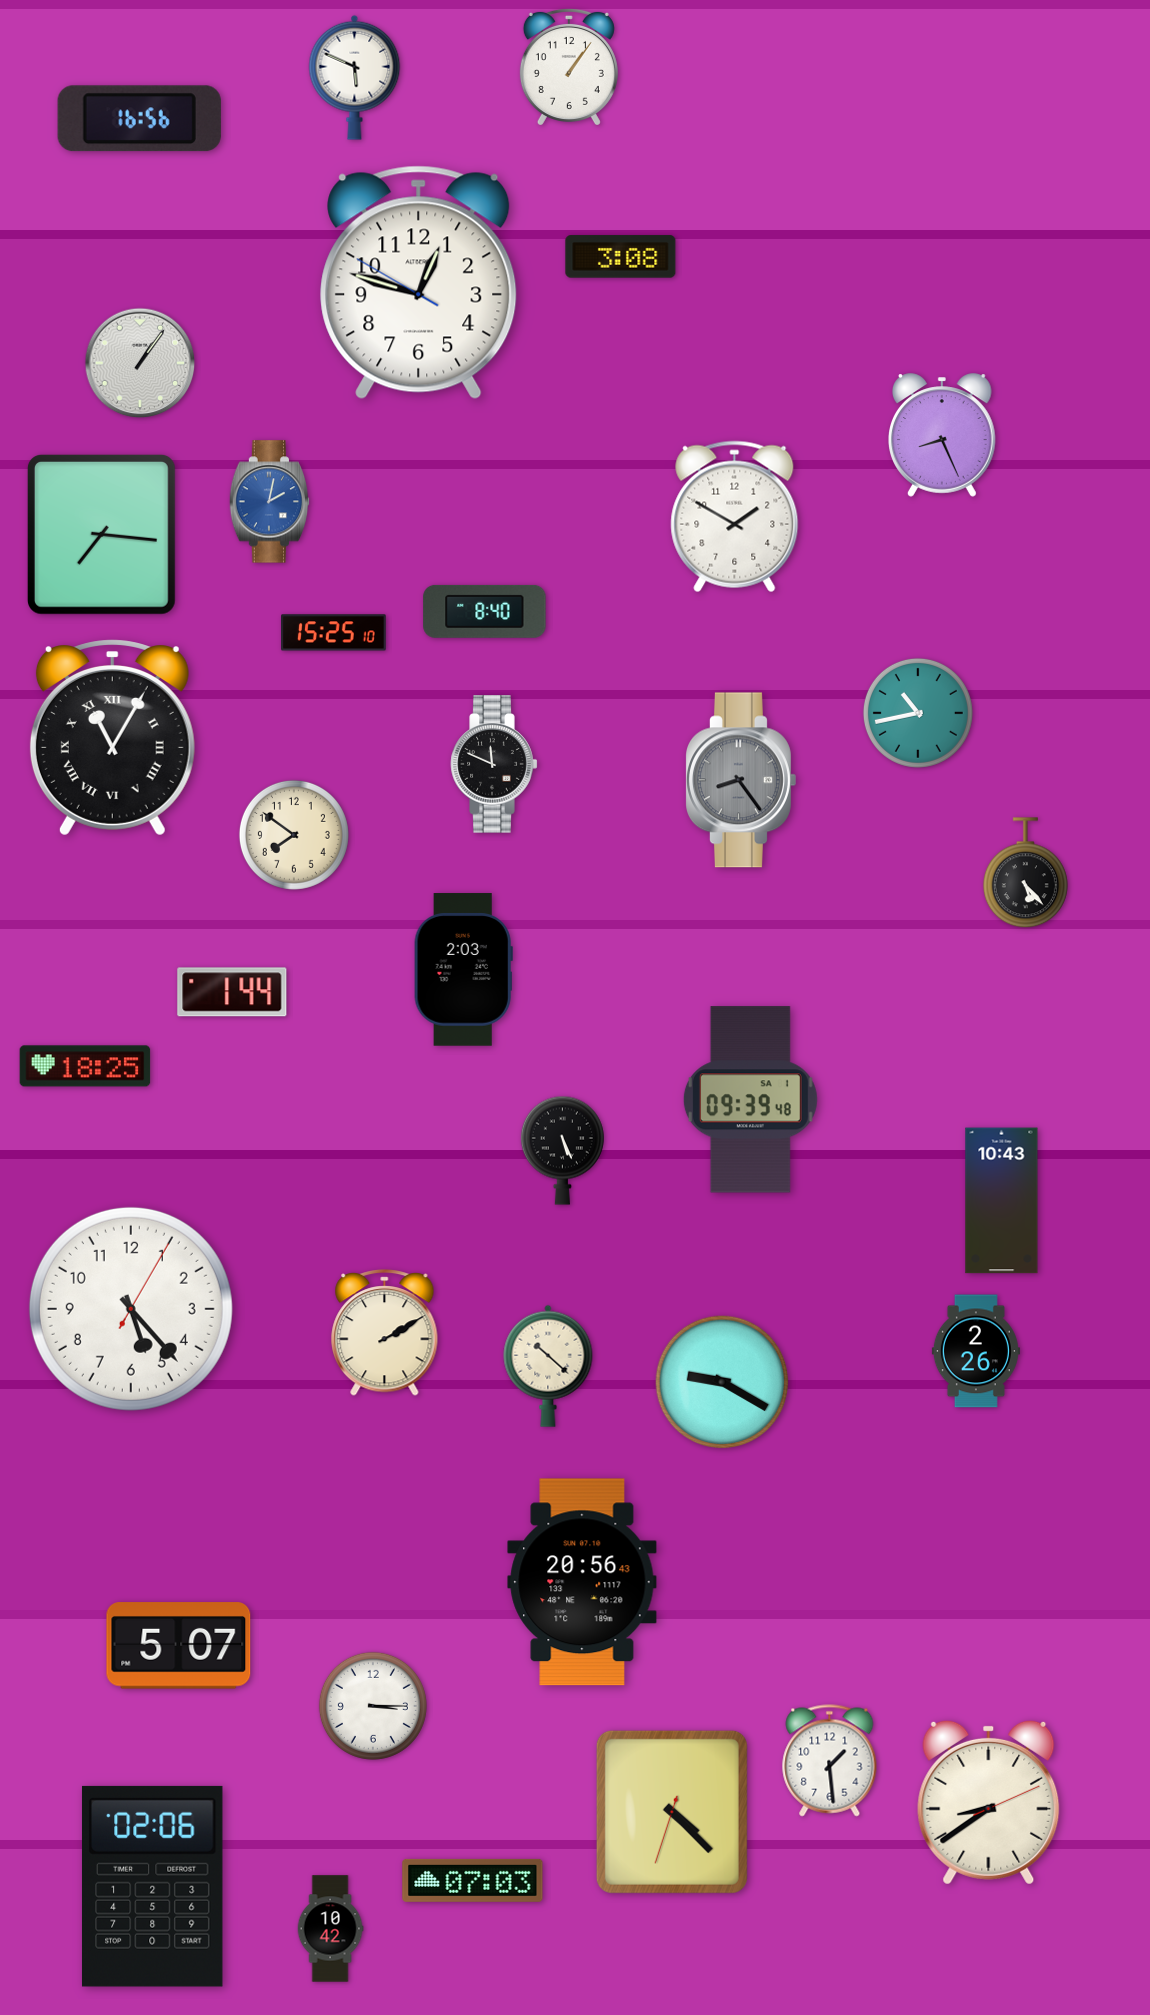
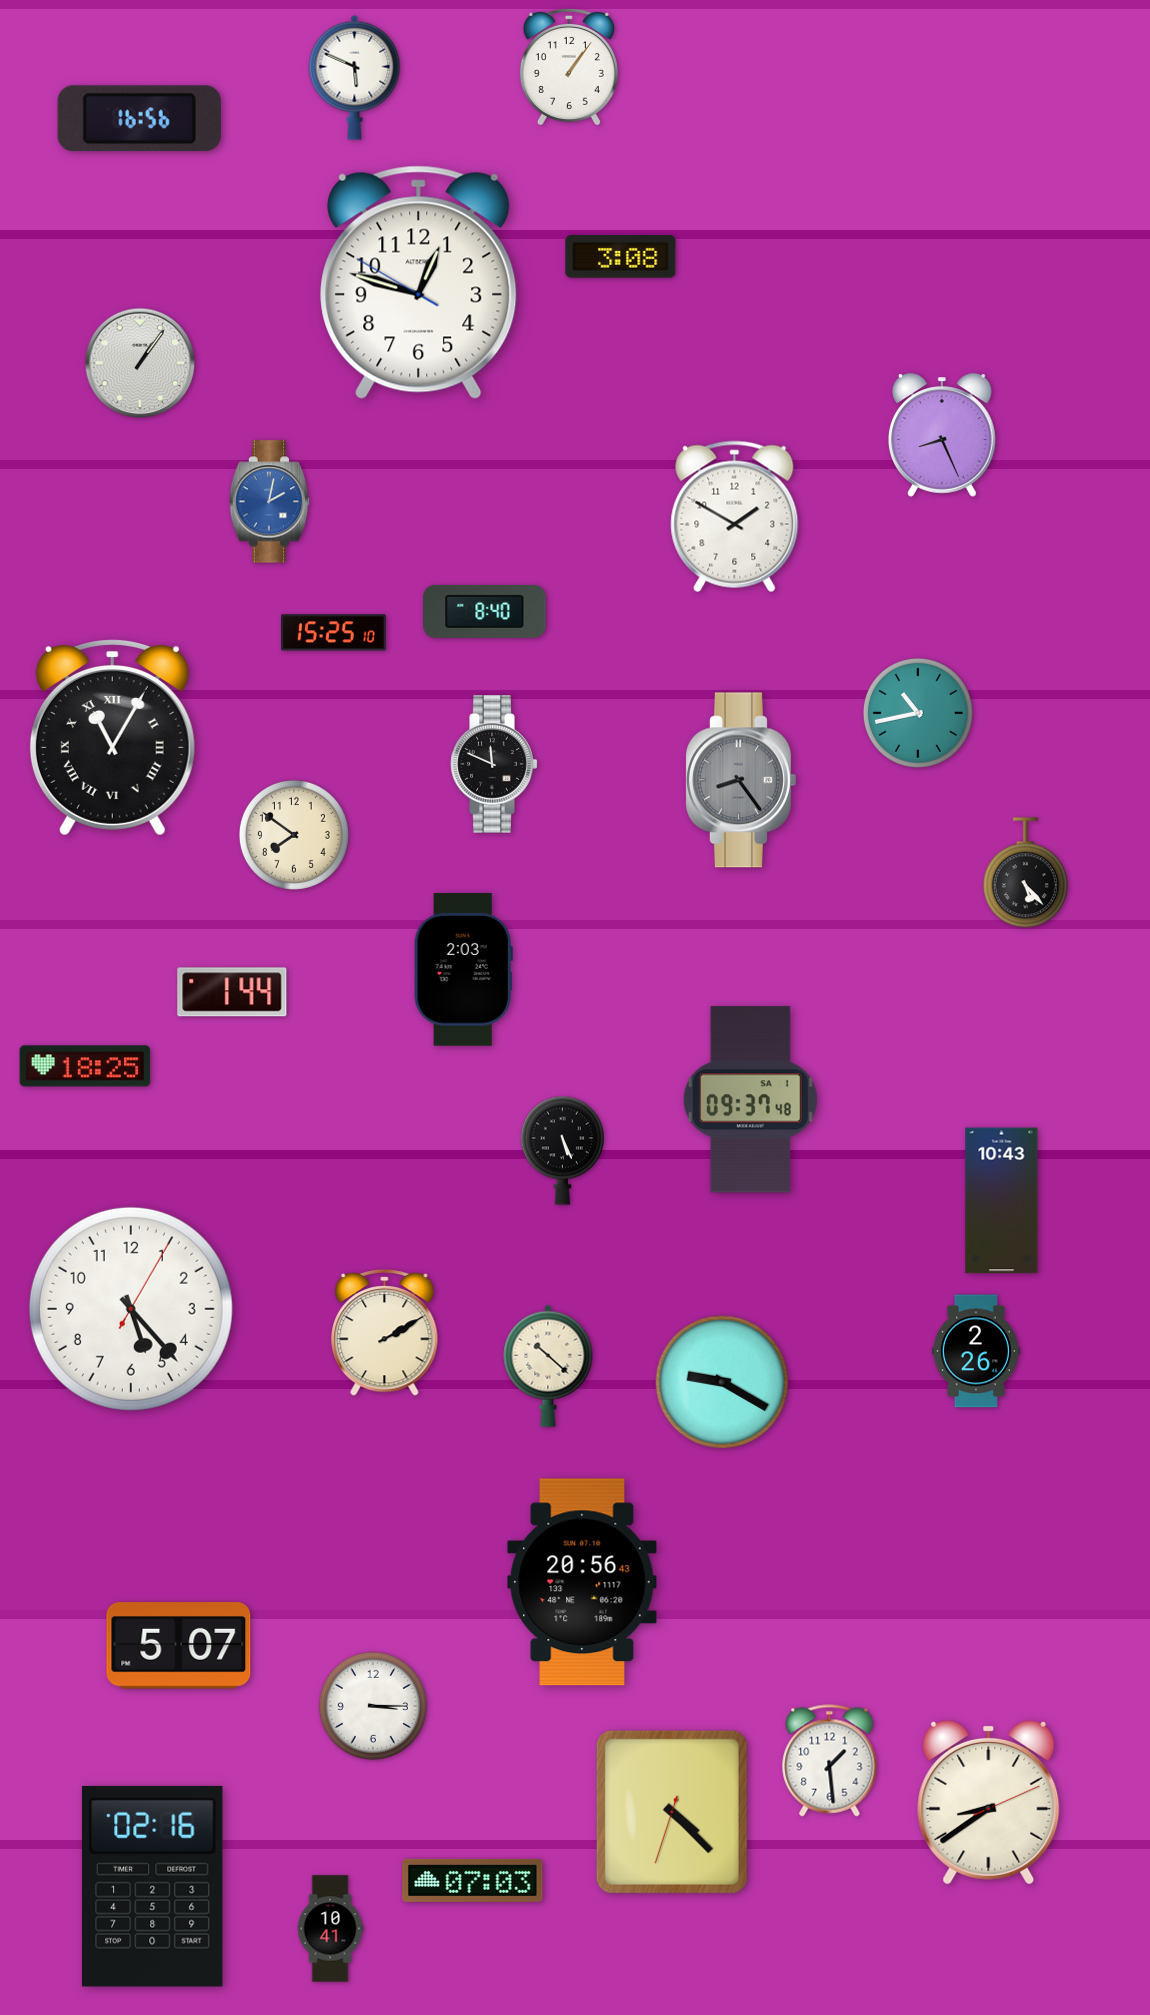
clock at (101, 534): 7:16 -> none
clock at (750, 1100): 09:39 -> 09:37
clock at (152, 1886): 02:06 -> 02:16
clock at (330, 1929): 10:42 -> 10:41
